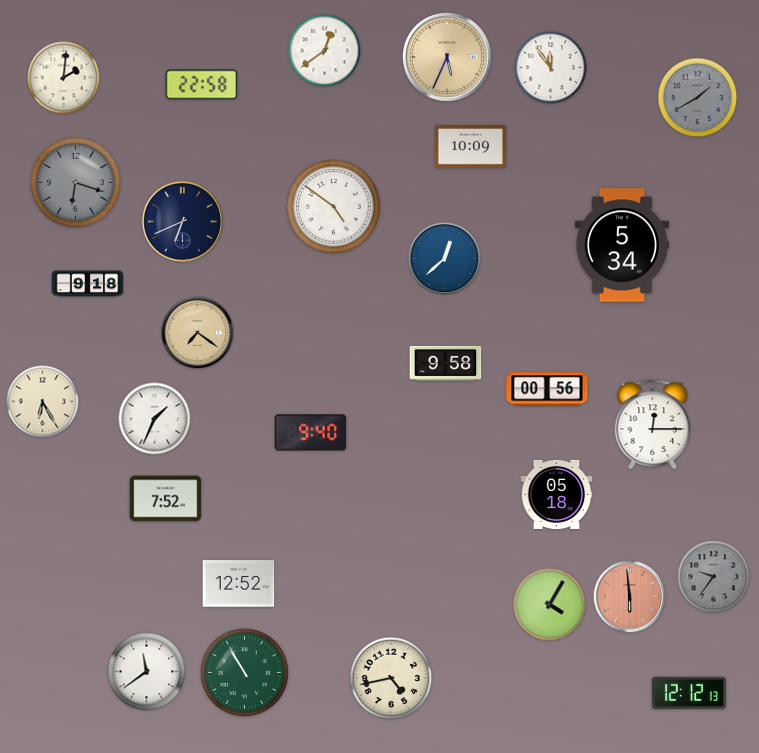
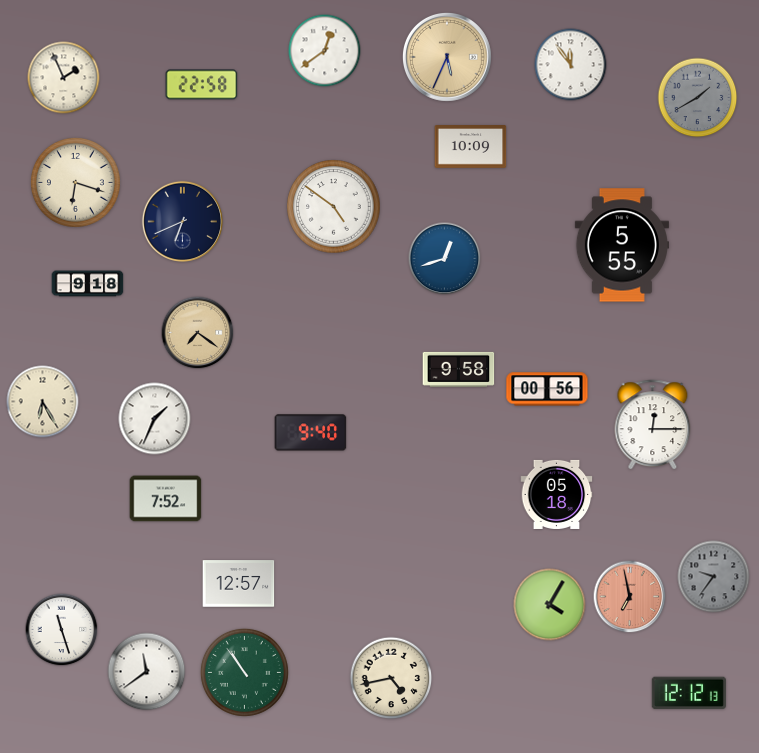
clock at (551, 68) position: (551, 68) -> (571, 65)
clock at (64, 78): 2:01 -> 1:56
clock at (75, 182) dial: grey -> cream
clock at (622, 245): 5:34 -> 5:55
clock at (445, 259): 12:38 -> 12:42
clock at (446, 363) position: (446, 363) -> (459, 369)
clock at (239, 584): 12:52 -> 12:57
clock at (630, 597): 5:59 -> 6:58
clock at (62, 630): none -> 11:27
clock at (244, 672): 10:55 -> 10:54
